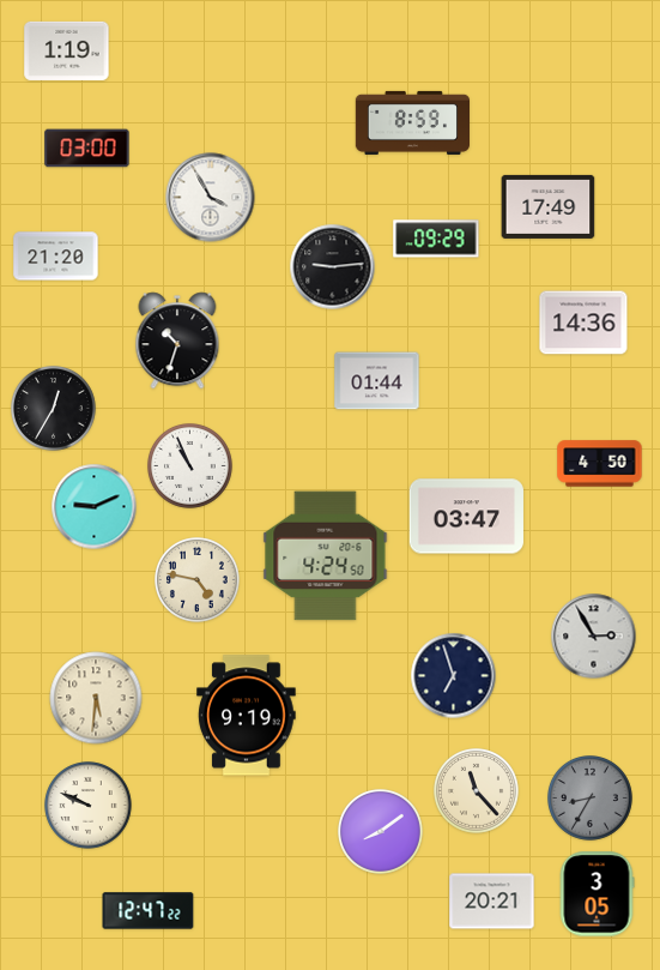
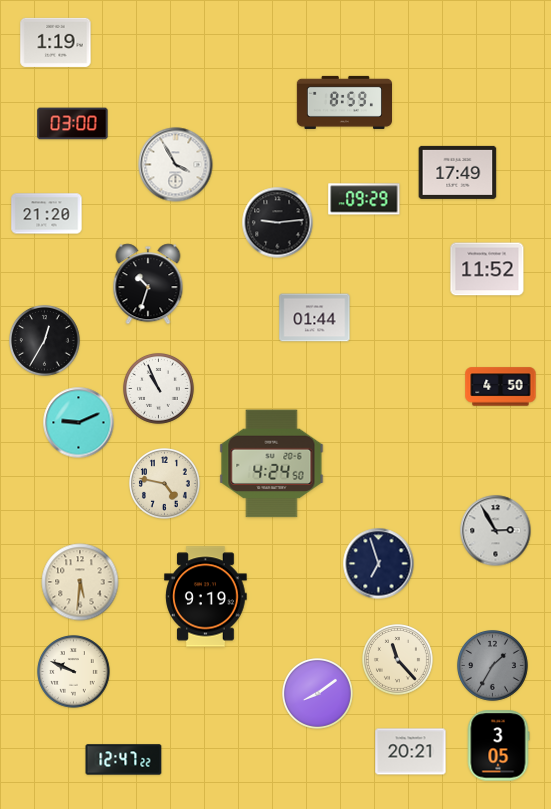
clock at (583, 323): 14:36 -> 11:52
clock at (466, 517): 03:47 -> none
clock at (591, 799): 8:35 -> 1:35
